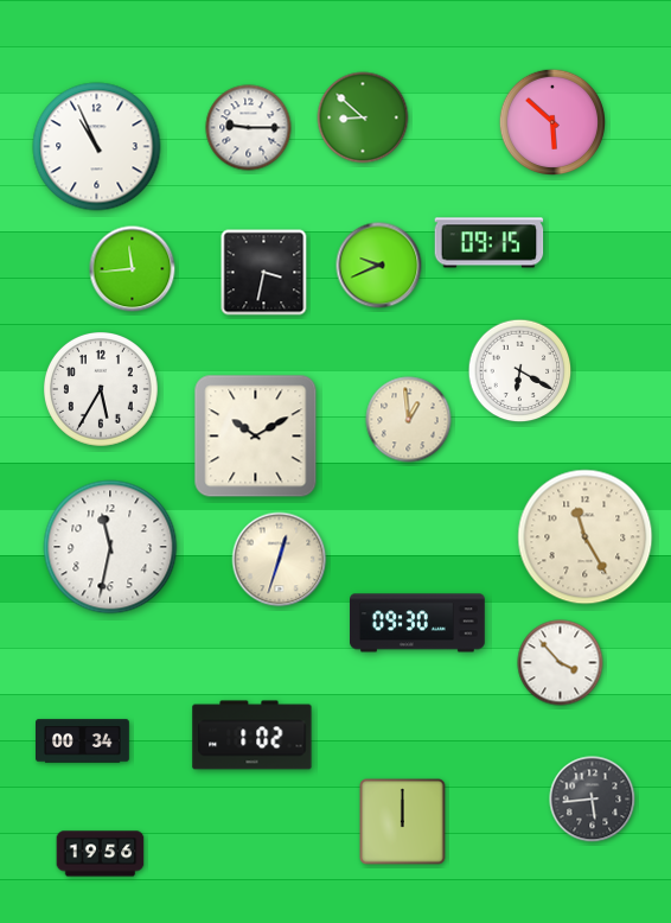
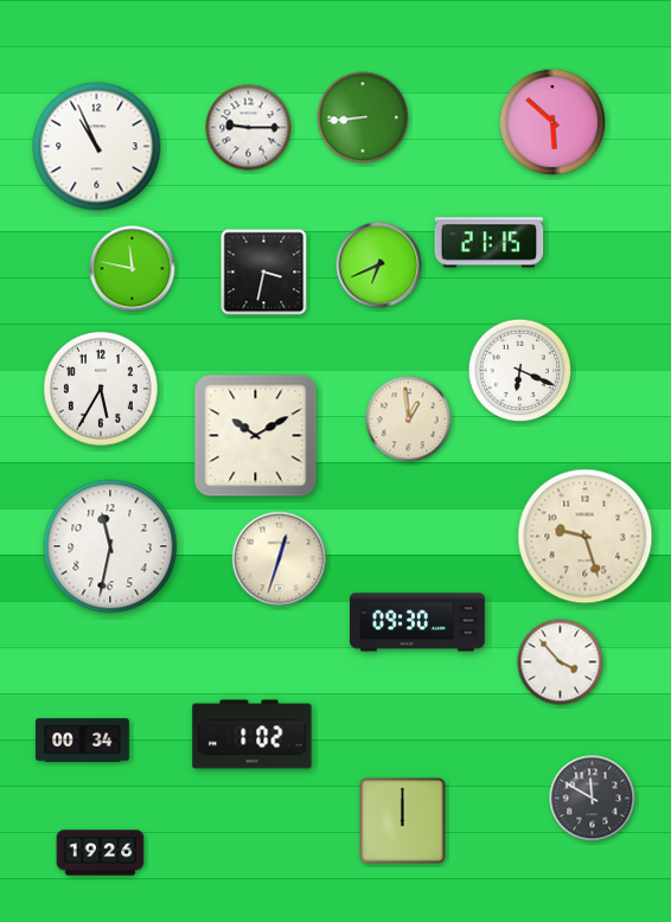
clock at (363, 117): 8:52 -> 8:44
clock at (490, 243): 09:15 -> 21:15
clock at (379, 266): 9:41 -> 6:41
clock at (133, 269): 11:44 -> 11:47
clock at (520, 371): 6:20 -> 6:19
clock at (586, 537): 11:25 -> 9:27
clock at (593, 800): 5:44 -> 11:50
clock at (101, 854): 19:56 -> 19:26
